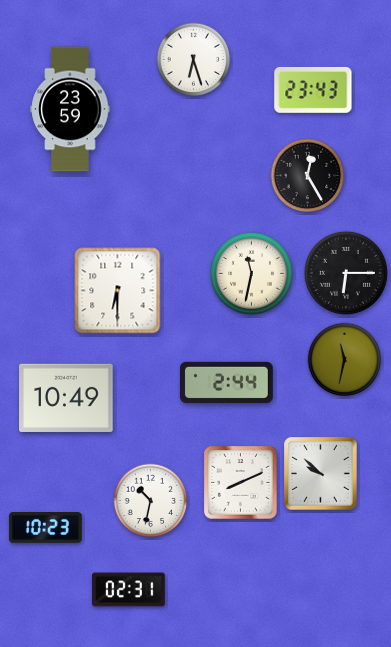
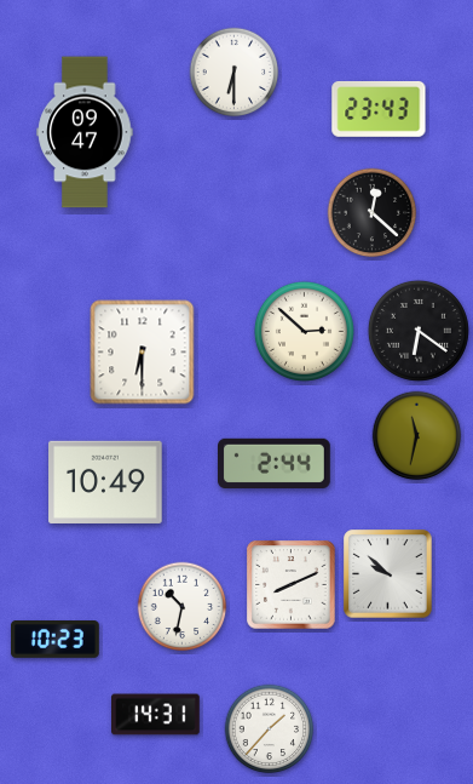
clock at (194, 60): 6:27 -> 6:30
clock at (70, 109): 23:59 -> 09:47
clock at (308, 176): 12:25 -> 12:22
clock at (251, 273): 11:32 -> 2:52
clock at (346, 273): 6:15 -> 6:21
clock at (66, 398) position: (66, 398) -> (105, 482)
clock at (129, 590): 02:31 -> 14:31
clock at (270, 729): none -> 1:37
